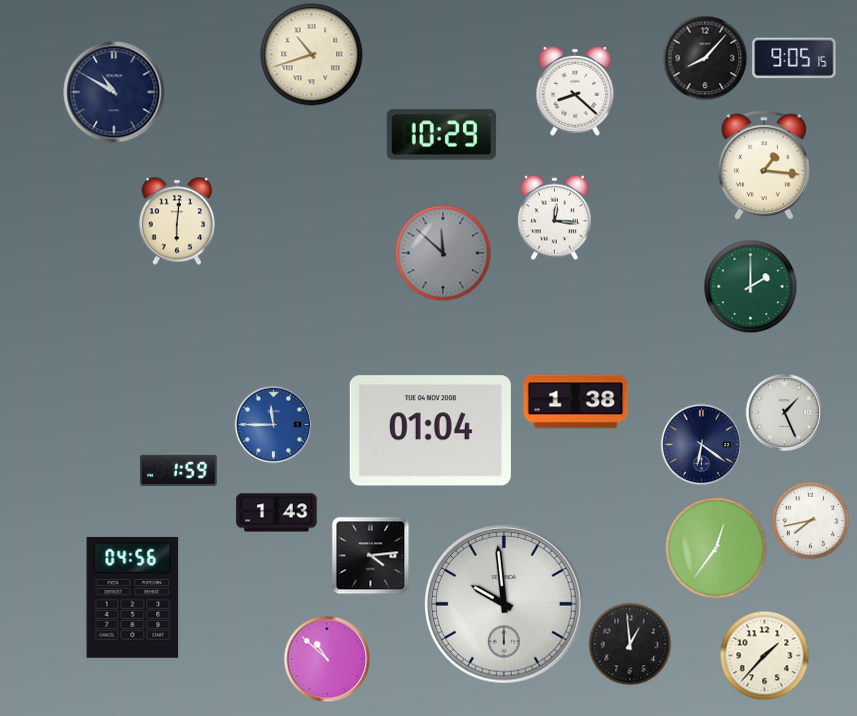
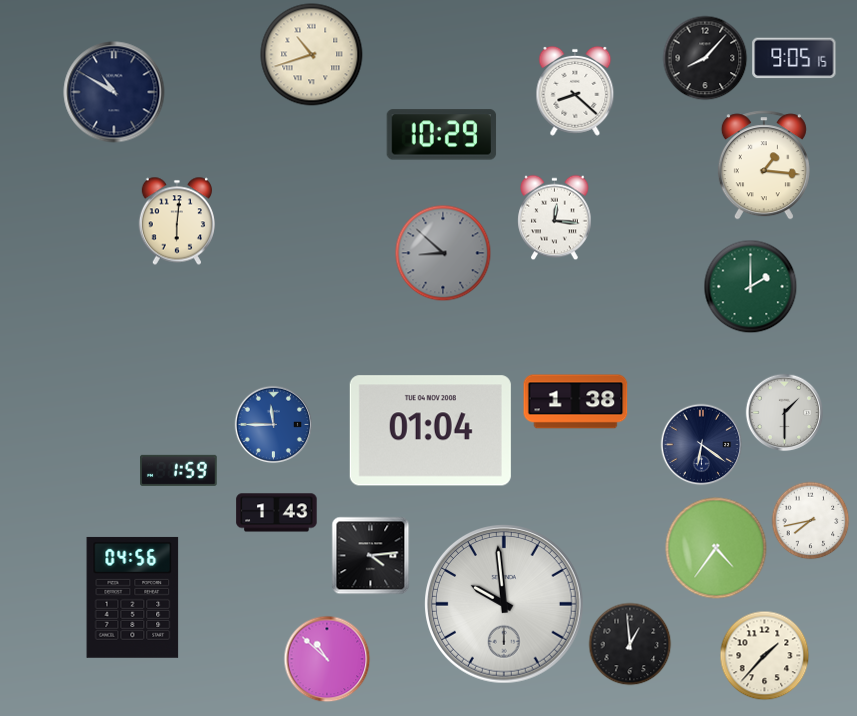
clock at (443, 253): 11:52 -> 8:52
clock at (784, 412): 1:26 -> 1:30
clock at (716, 548): 12:36 -> 4:36
